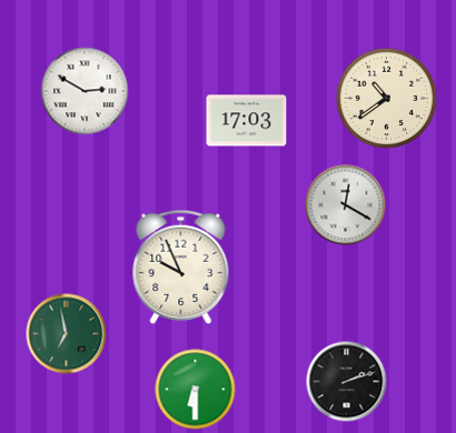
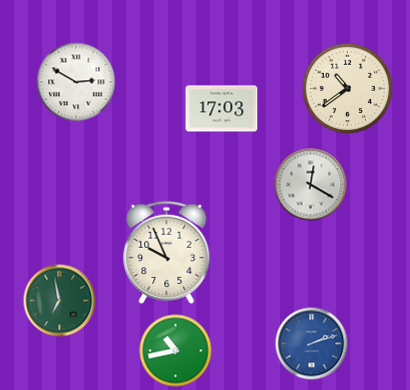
clock at (181, 266) position: (181, 266) -> (167, 252)
clock at (347, 382) dial: black -> blue
clock at (196, 390): 6:30 -> 10:43
